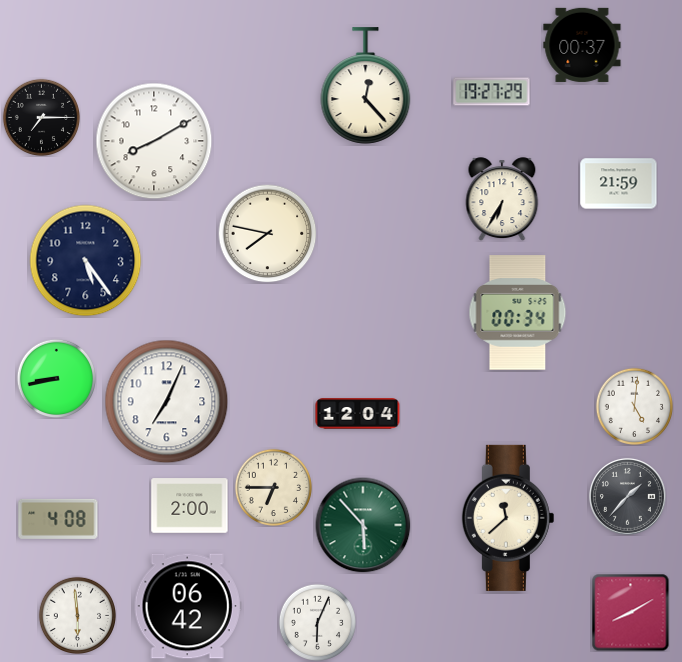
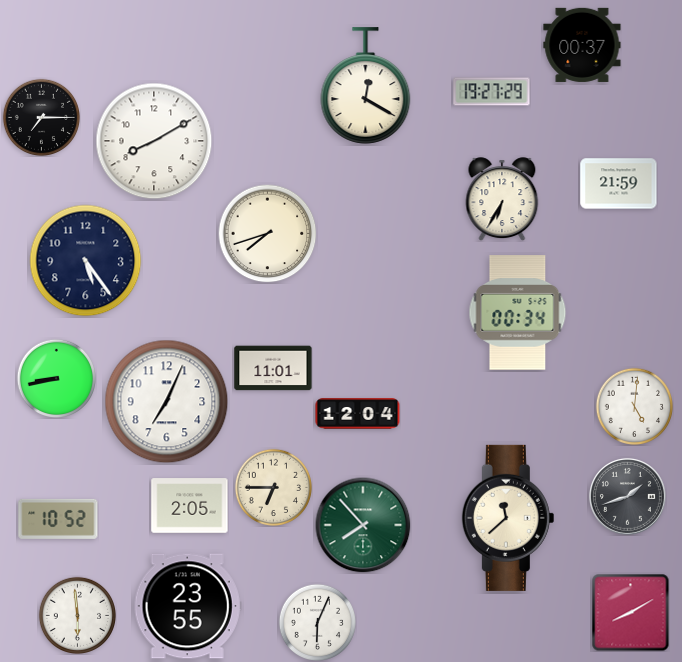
clock at (366, 86): 12:23 -> 12:20
clock at (268, 234): 7:47 -> 7:42
clock at (273, 368): none -> 11:01
clock at (627, 496): 1:37 -> 1:42
clock at (190, 506): 2:00 -> 2:05
clock at (58, 519): 4:08 -> 10:52
clock at (363, 525): 5:53 -> 7:53
clock at (188, 606): 06:42 -> 23:55
